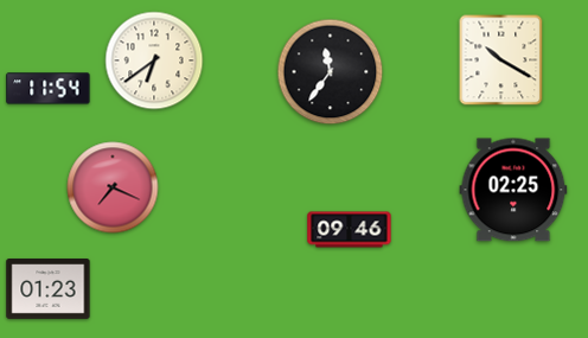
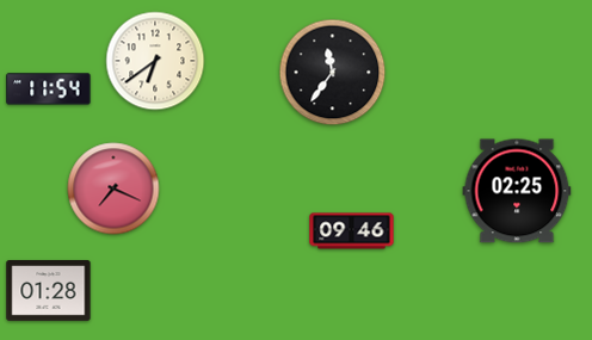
clock at (501, 60): 10:20 -> none
clock at (49, 289): 01:23 -> 01:28
